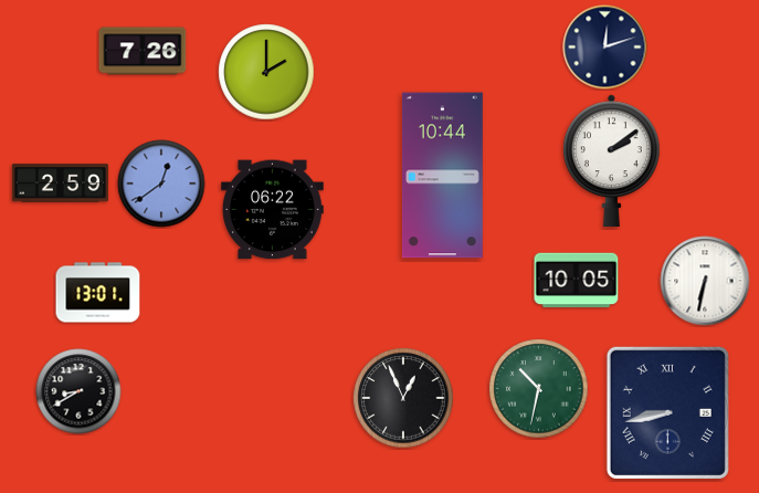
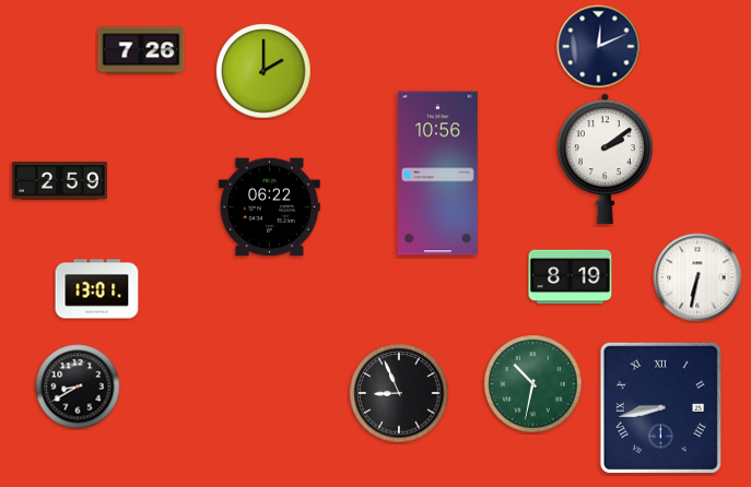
clock at (605, 48): 12:12 -> 12:11
clock at (442, 176): 10:44 -> 10:56
clock at (161, 183): 12:39 -> none
clock at (577, 281): 10:05 -> 8:19
clock at (403, 398): 12:56 -> 8:56
